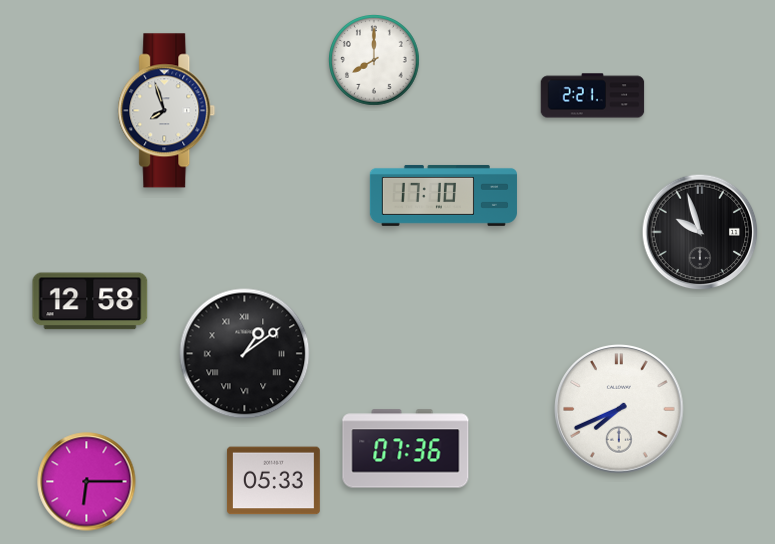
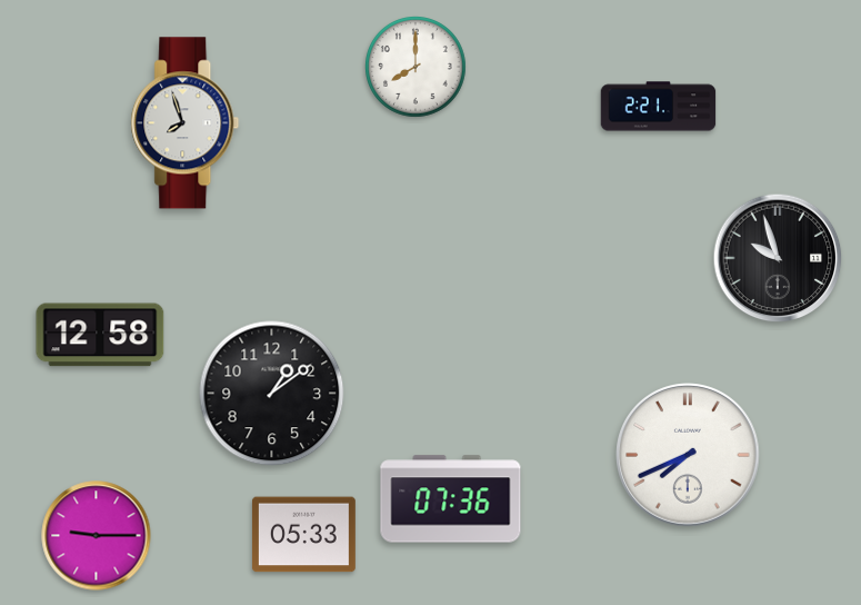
clock at (443, 195): 17:10 -> none
clock at (245, 354) numerals: Roman -> Arabic
clock at (87, 482): 6:15 -> 9:15
